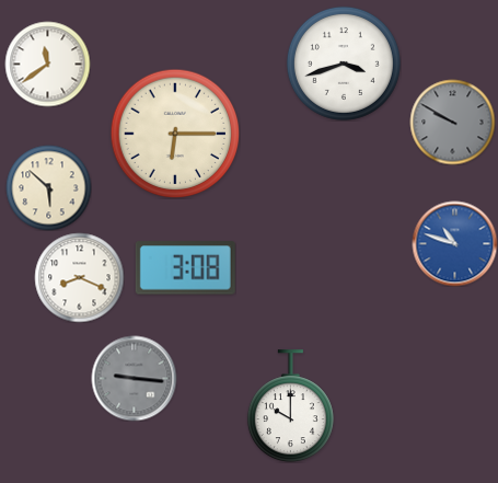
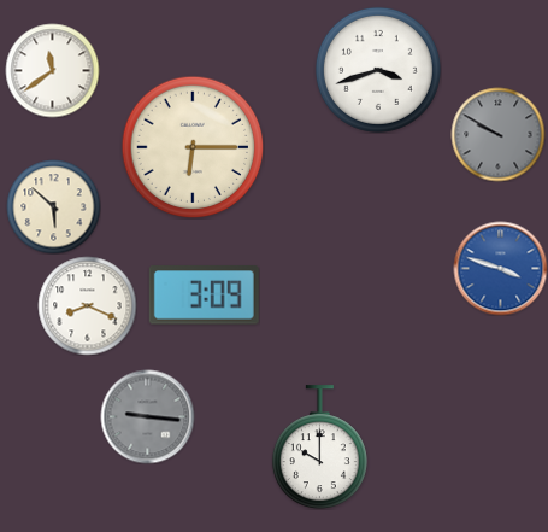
clock at (454, 243): 10:48 -> 3:48
clock at (185, 268): 3:08 -> 3:09
